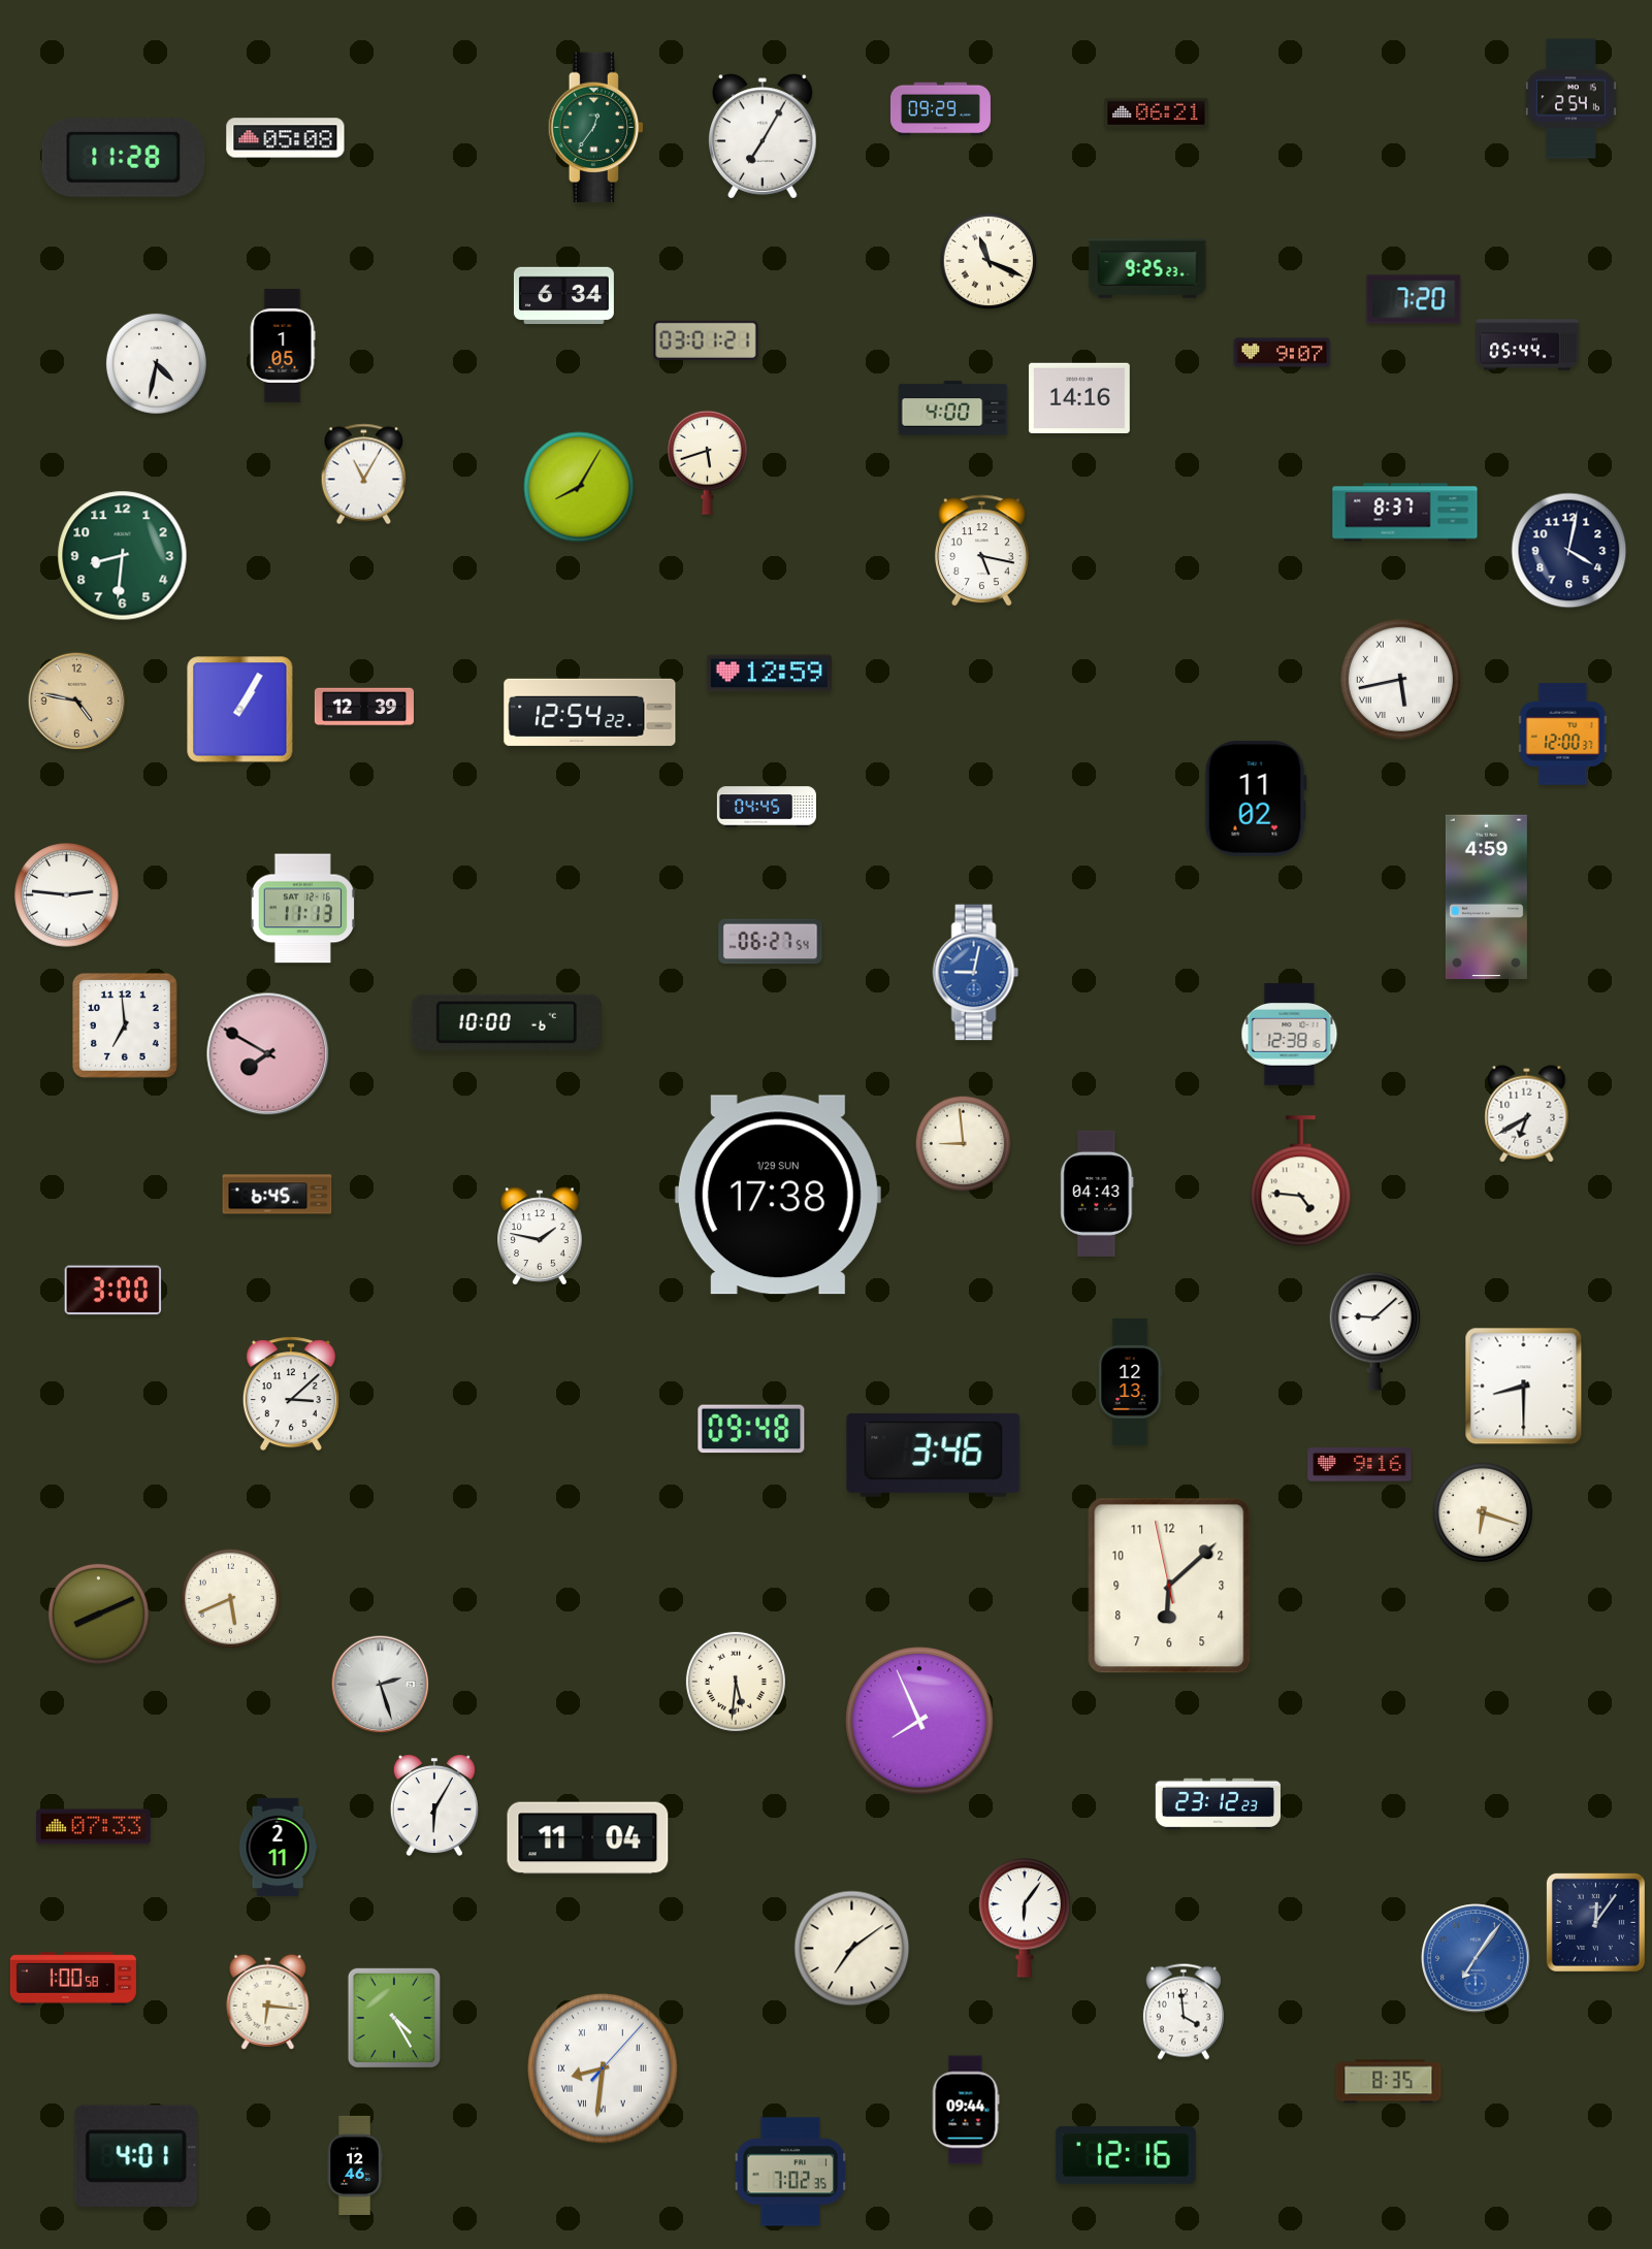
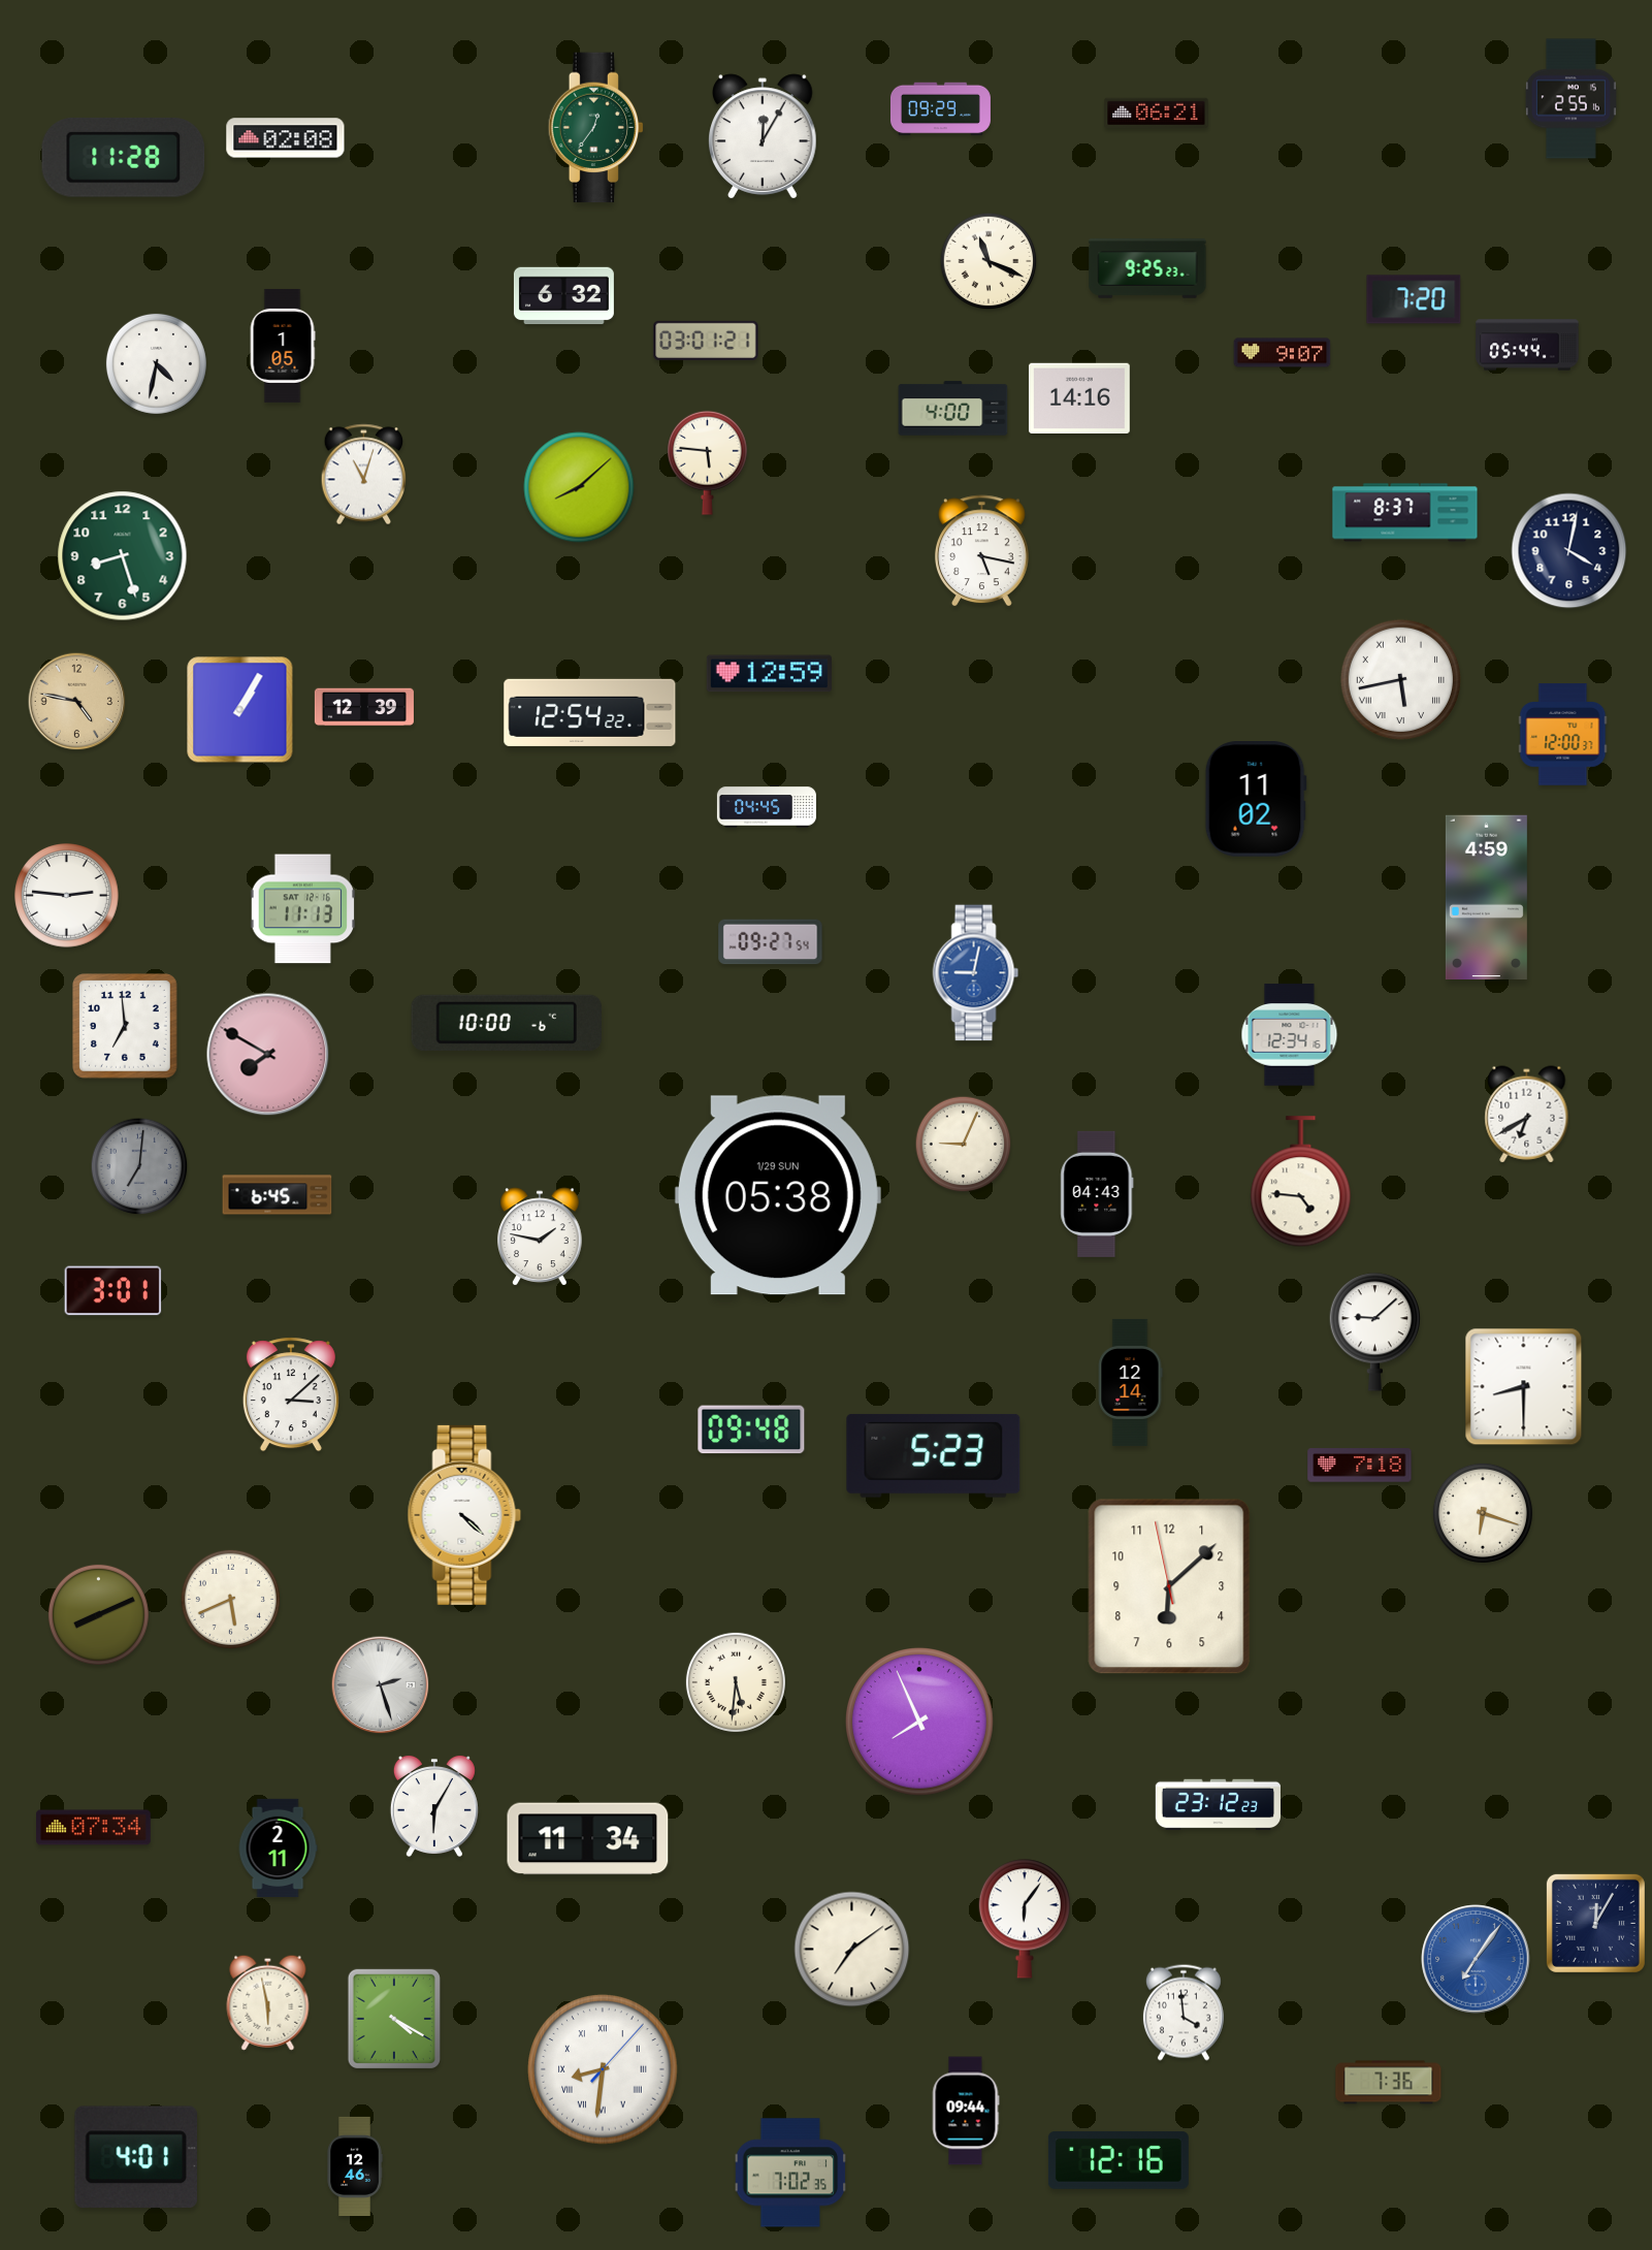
clock at (1570, 99): 2:54 -> 2:55
clock at (764, 136): 7:05 -> 12:05
clock at (286, 138): 05:08 -> 02:08
clock at (563, 296): 6:34 -> 6:32
clock at (708, 462): 5:42 -> 5:46
clock at (364, 475): 11:05 -> 11:03
clock at (579, 487): 8:05 -> 8:08
clock at (123, 556): 8:31 -> 8:27
clock at (771, 942): 06:27 -> 09:27
clock at (1290, 1035): 12:38 -> 12:34
clock at (964, 1144): 8:59 -> 9:04
clock at (139, 1166): none -> 7:01
clock at (778, 1195): 17:38 -> 05:38
clock at (114, 1291): 3:00 -> 3:01
clock at (1130, 1381): 12:13 -> 12:14
clock at (934, 1455): 3:46 -> 5:23
clock at (1360, 1465): 9:16 -> 7:18
clock at (464, 1515): none -> 4:22
clock at (94, 1827): 07:33 -> 07:34
clock at (588, 1838): 11:04 -> 11:34
clock at (1595, 1922): 12:06 -> 12:05
clock at (73, 1979): 1:00 -> none
clock at (268, 2001): 6:16 -> 5:58
clock at (394, 2017): 4:25 -> 4:20
clock at (1389, 2082): 8:35 -> 7:36
clock at (1126, 2155) position: (1126, 2155) -> (1119, 2160)
